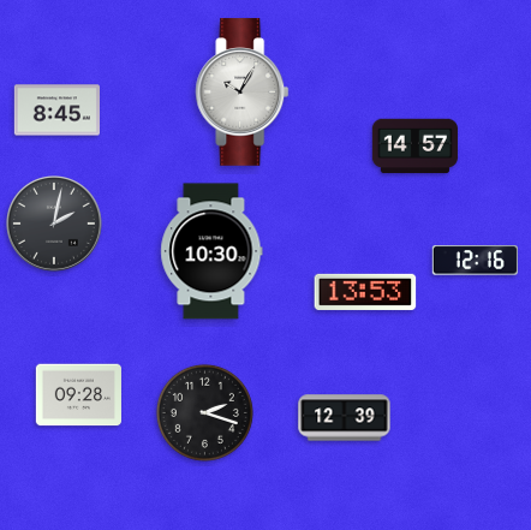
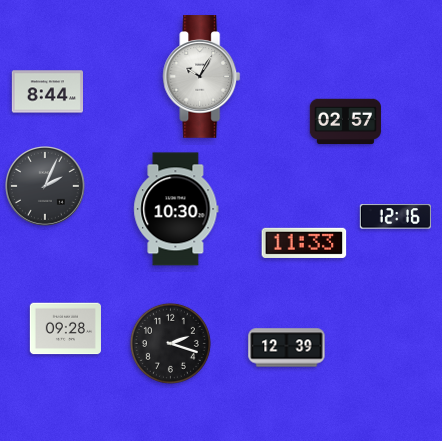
clock at (56, 111): 8:45 -> 8:44
clock at (414, 147): 14:57 -> 02:57
clock at (55, 225): 2:02 -> 2:04
clock at (365, 292): 13:53 -> 11:33
